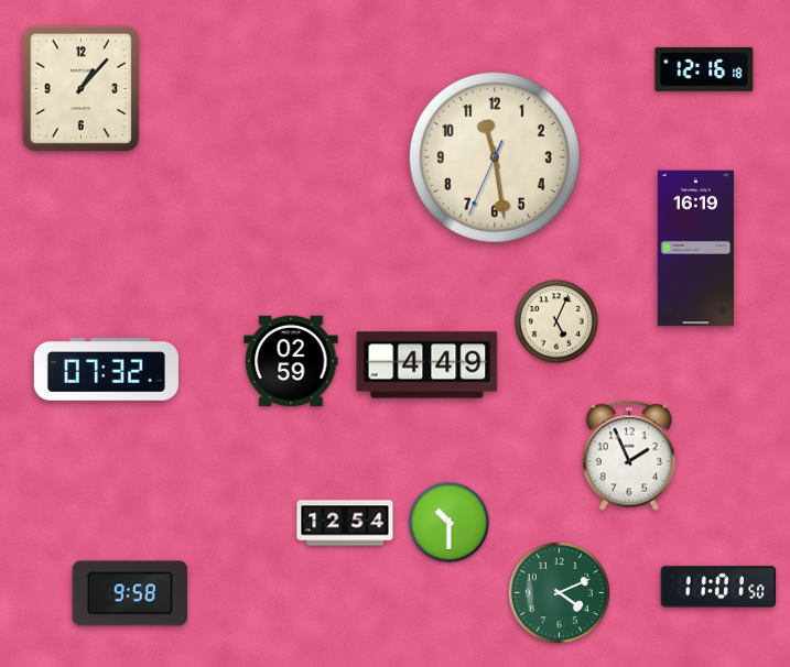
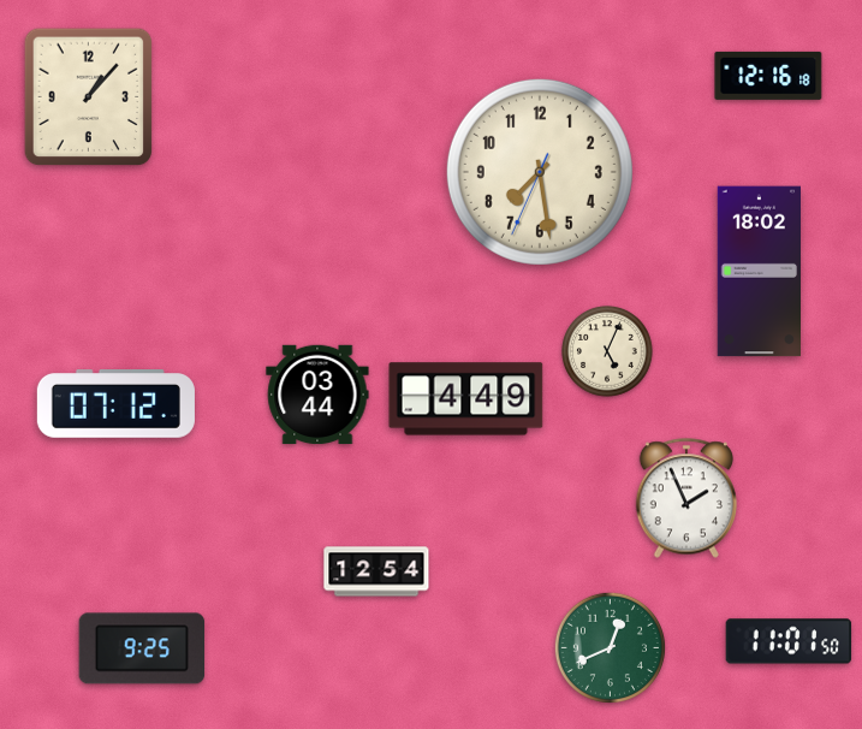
clock at (495, 157): 11:28 -> 7:28
clock at (695, 249): 16:19 -> 18:02
clock at (291, 361): 02:59 -> 03:44
clock at (106, 370): 07:32 -> 07:12
clock at (448, 522): 10:30 -> none
clock at (718, 587) position: (718, 587) -> (789, 641)
clock at (559, 592): 4:11 -> 12:41
clock at (130, 593): 9:58 -> 9:25
